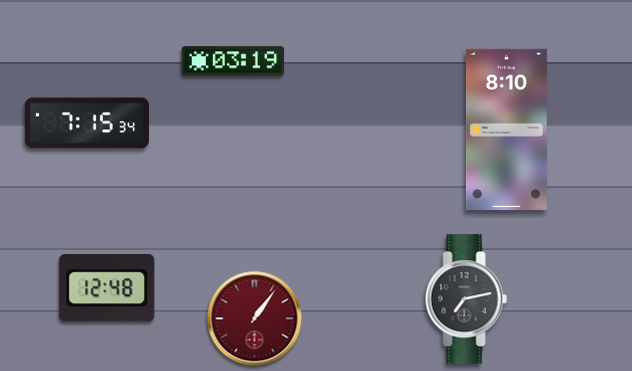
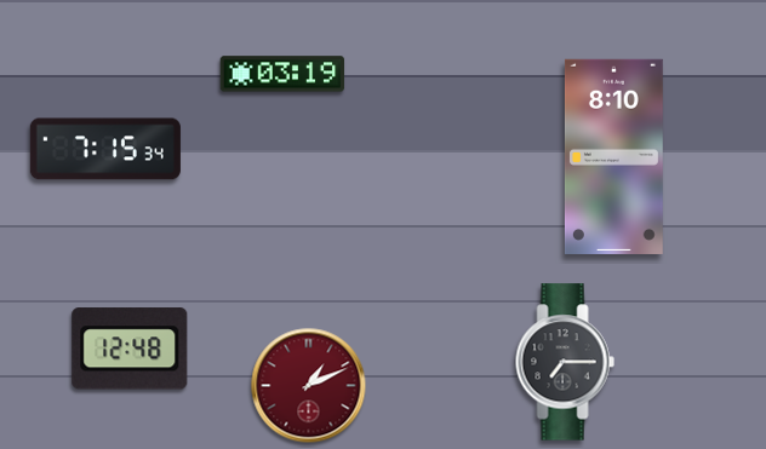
clock at (466, 299): 7:13 -> 7:15
clock at (255, 319): 1:06 -> 1:11
